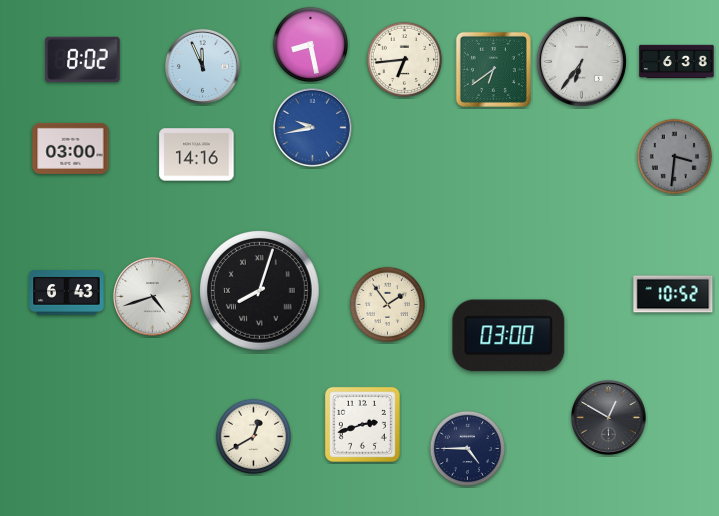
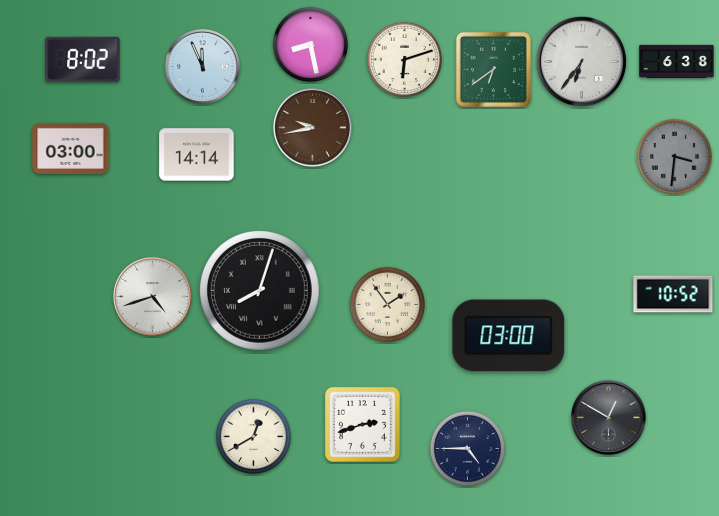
clock at (404, 59): 6:44 -> 6:12
clock at (312, 127) dial: blue -> brown
clock at (197, 155): 14:16 -> 14:14
clock at (67, 293): 6:43 -> none
